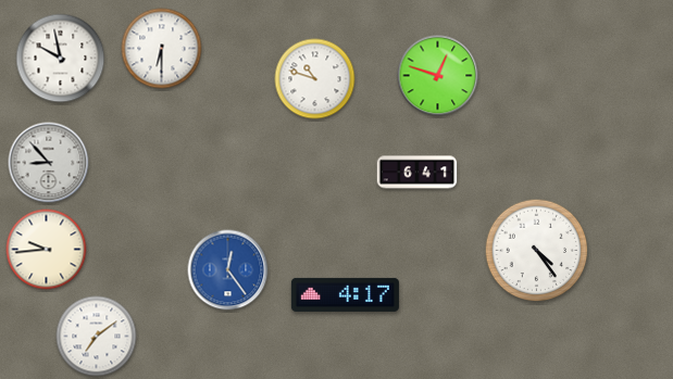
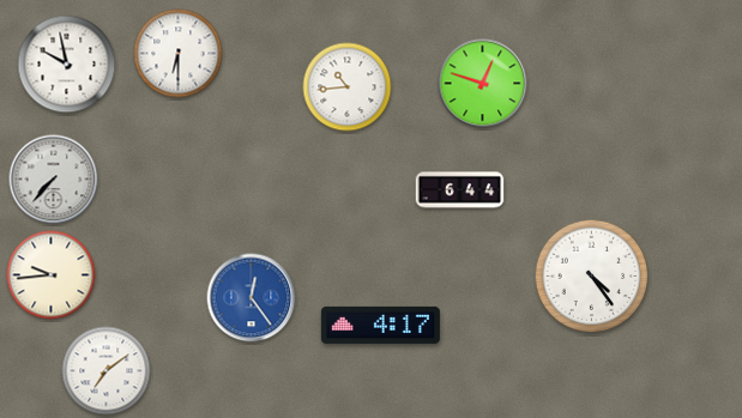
clock at (315, 79): 10:48 -> 10:44
clock at (49, 163): 8:53 -> 7:37
clock at (417, 173): 6:41 -> 6:44
